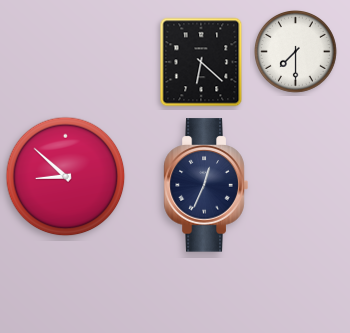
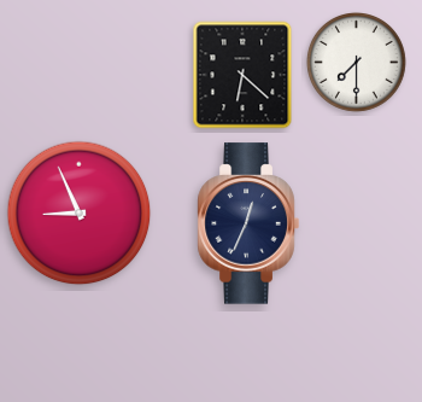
clock at (66, 177): 8:52 -> 8:56
